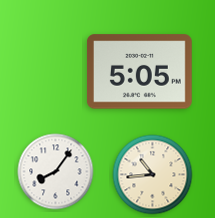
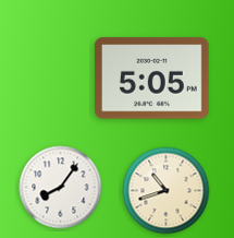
clock at (153, 175): 10:44 -> 10:42
